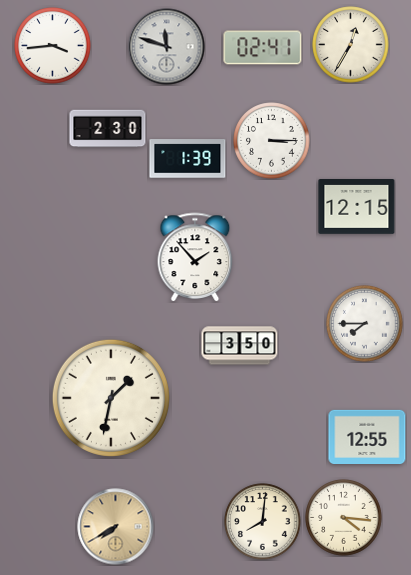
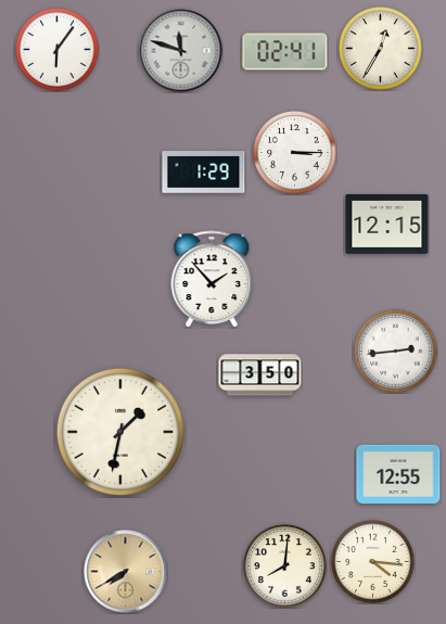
clock at (53, 46): 3:44 -> 6:06
clock at (108, 129): 2:30 -> none
clock at (188, 159): 1:39 -> 1:29
clock at (365, 324): 7:45 -> 2:44
